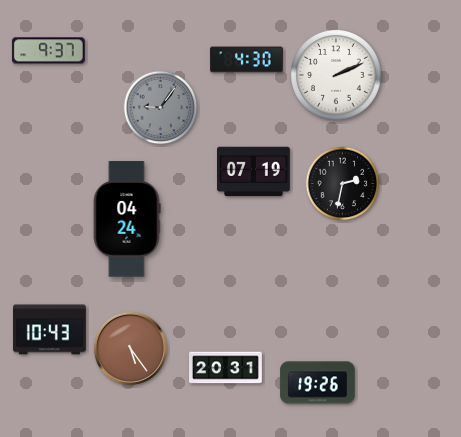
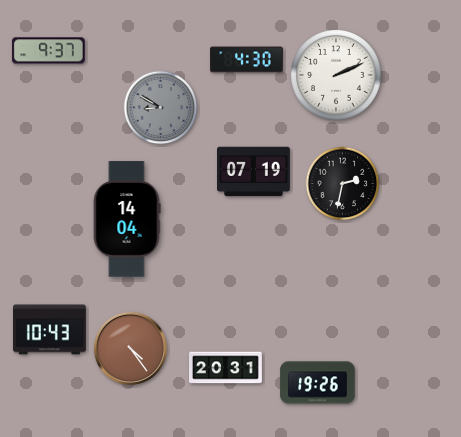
clock at (161, 108): 9:06 -> 8:50
clock at (127, 219): 04:24 -> 14:04
clock at (130, 348): 5:24 -> 4:24
